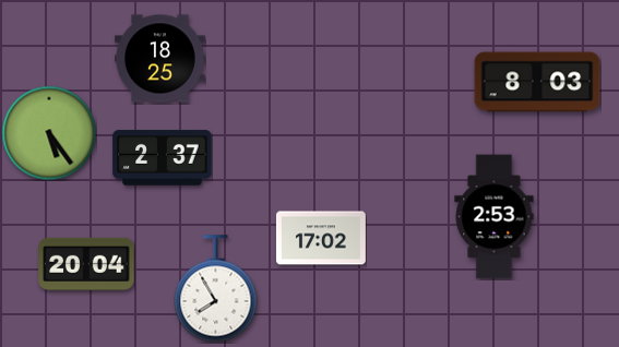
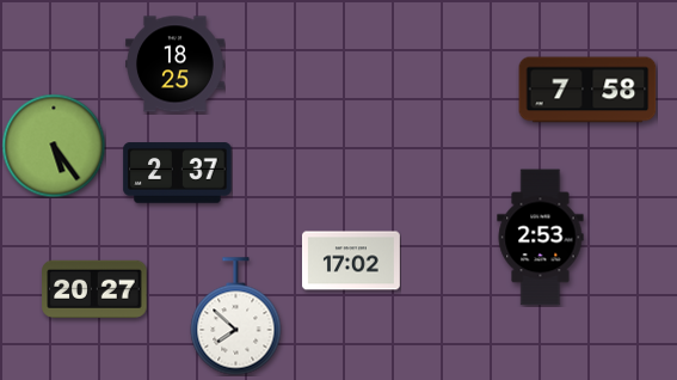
clock at (537, 82): 8:03 -> 7:58
clock at (86, 264): 20:04 -> 20:27
clock at (216, 289): 7:55 -> 7:52
